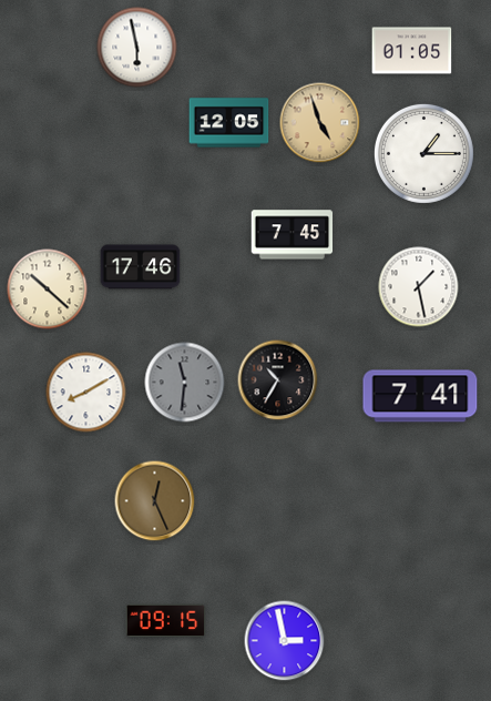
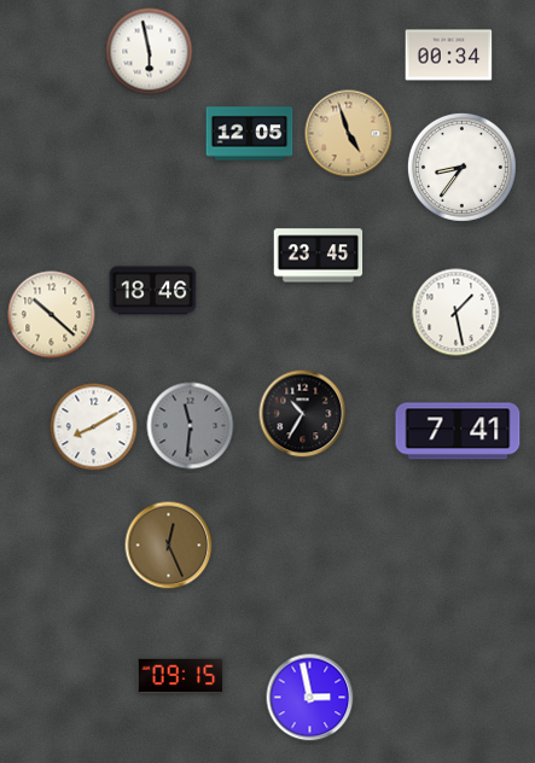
clock at (412, 51): 01:05 -> 00:34
clock at (423, 153): 1:15 -> 8:36
clock at (293, 235): 7:45 -> 23:45
clock at (141, 267): 17:46 -> 18:46
clock at (185, 383) position: (185, 383) -> (191, 426)
